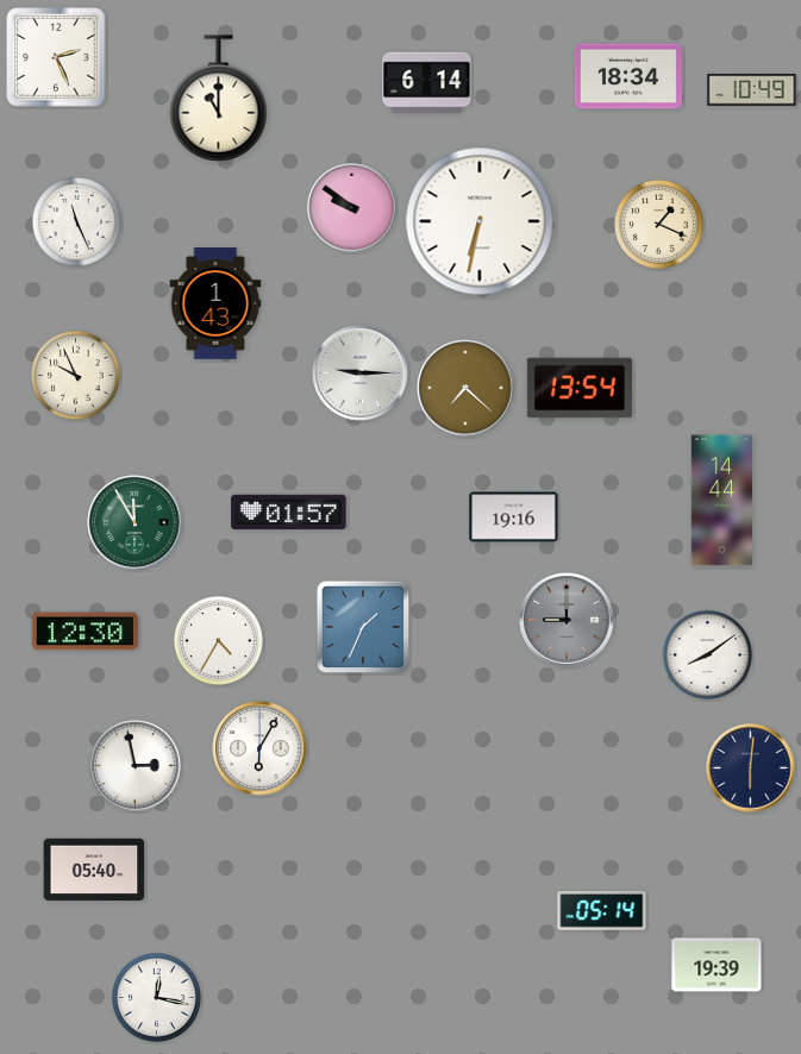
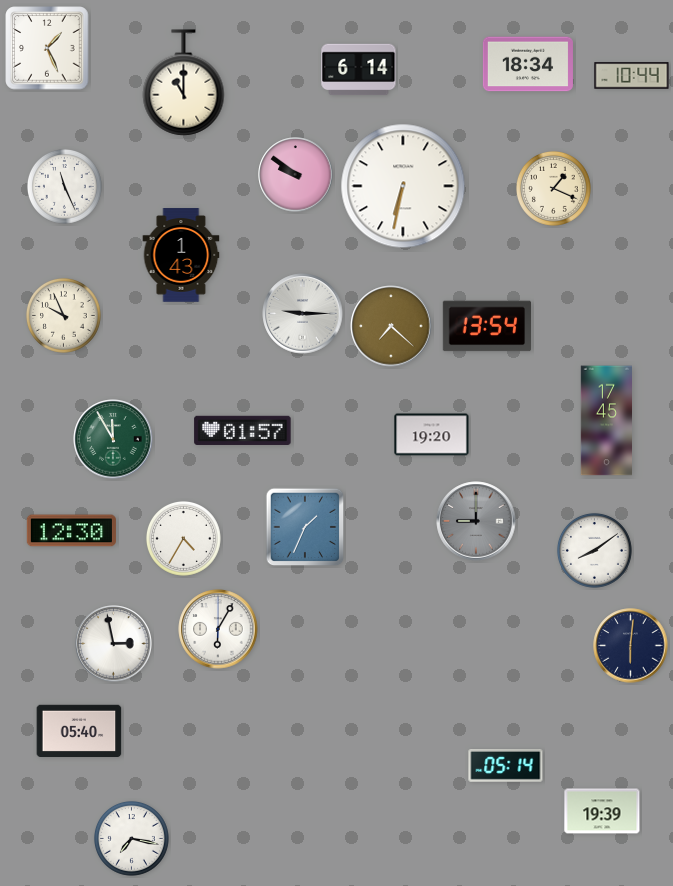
clock at (56, 57): 2:26 -> 1:26
clock at (752, 90): 10:49 -> 10:44
clock at (722, 501): 14:44 -> 17:45
clock at (514, 517): 19:16 -> 19:20
clock at (156, 997): 12:17 -> 7:17
